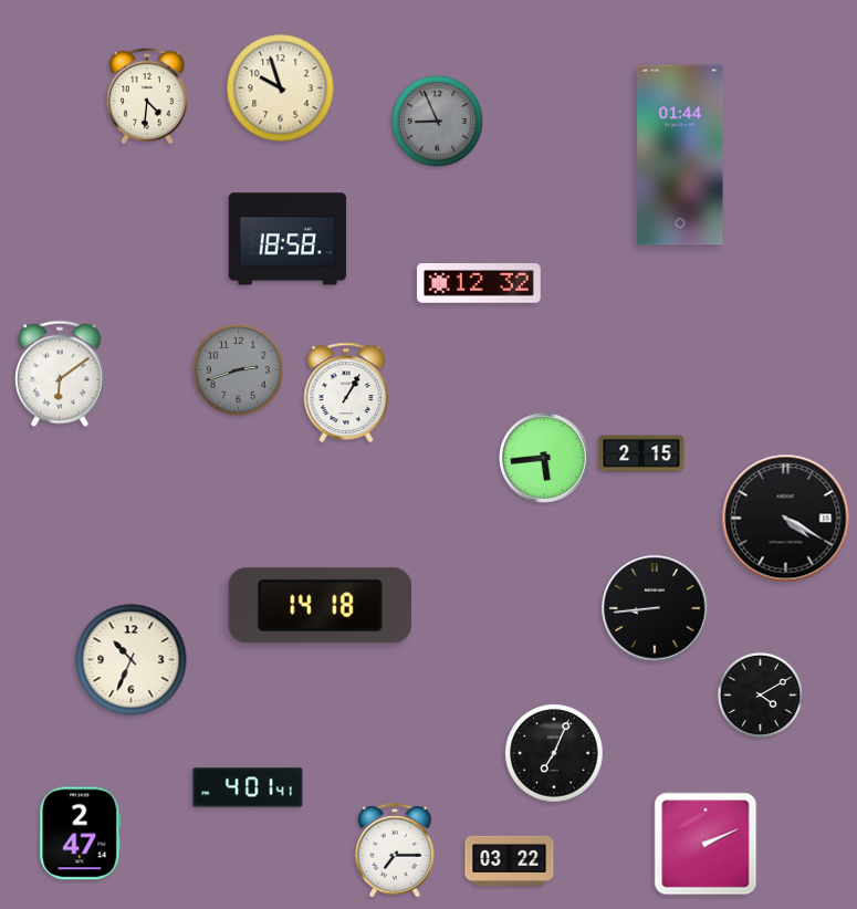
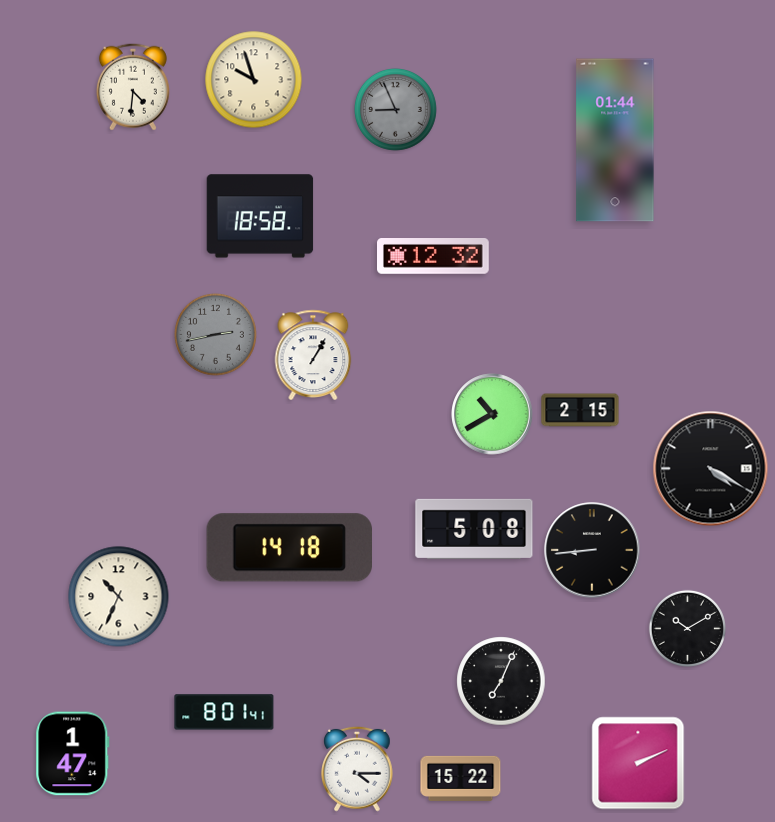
clock at (238, 369): 2:42 -> 2:43
clock at (60, 374): 6:09 -> none
clock at (544, 458): 5:44 -> 10:40
clock at (474, 529): none -> 5:08
clock at (760, 694): 4:10 -> 10:10
clock at (248, 787): 4:01 -> 8:01
clock at (81, 834): 2:47 -> 1:47
clock at (396, 850): 7:15 -> 4:15
clock at (510, 860): 03:22 -> 15:22
